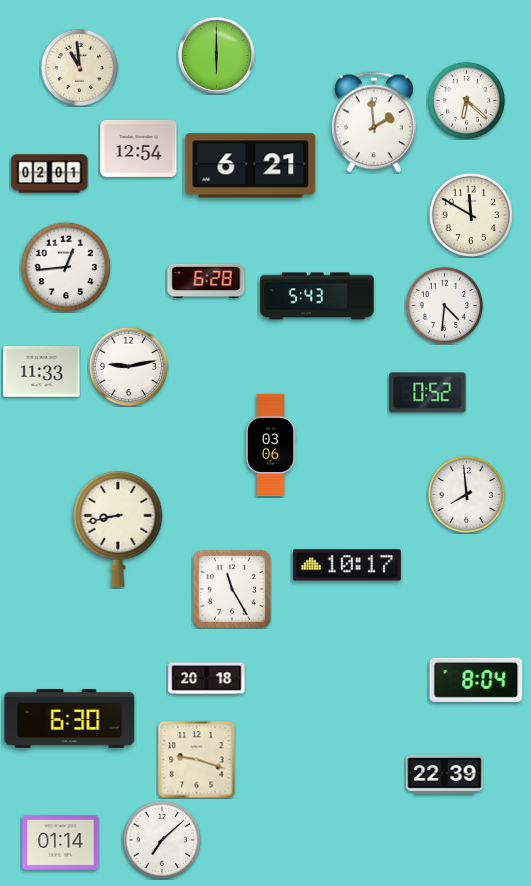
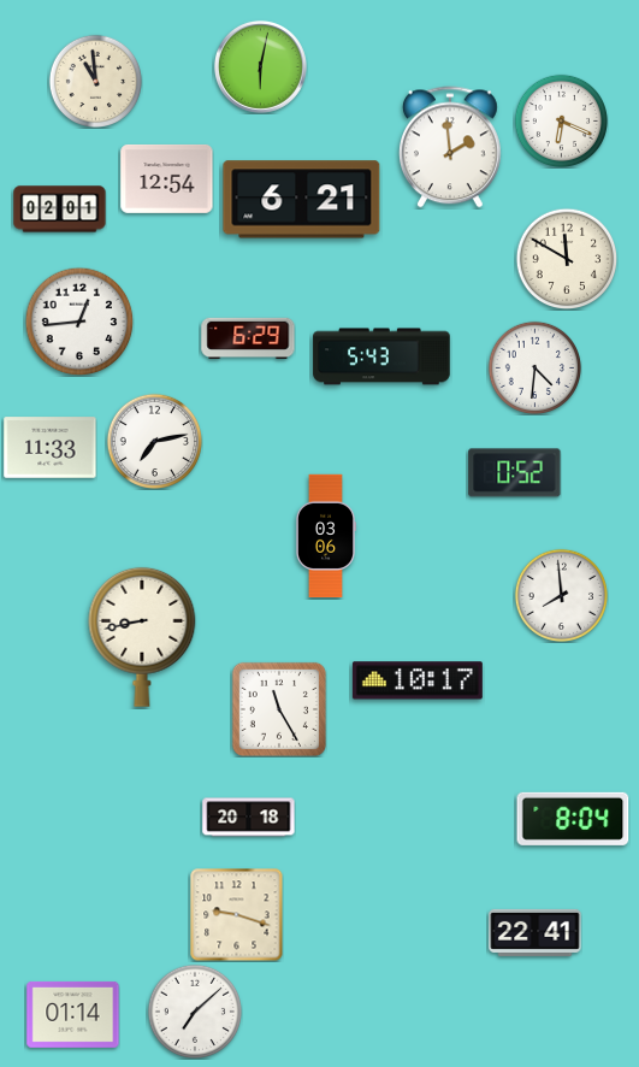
clock at (216, 55): 6:00 -> 6:02
clock at (466, 100): 6:22 -> 6:19
clock at (206, 281): 6:28 -> 6:29
clock at (128, 366): 9:13 -> 7:13
clock at (70, 718): 6:30 -> none
clock at (445, 774): 22:39 -> 22:41
